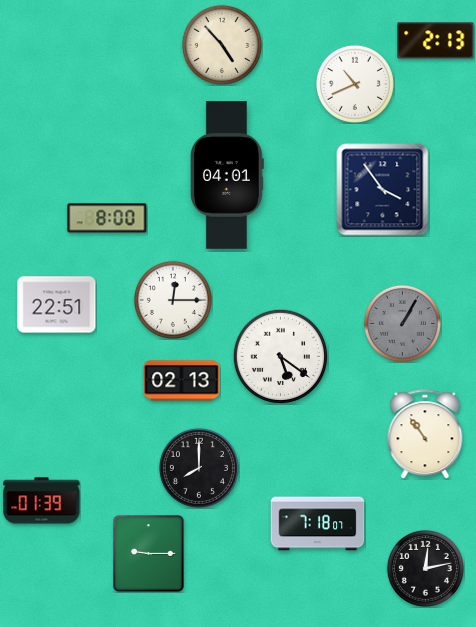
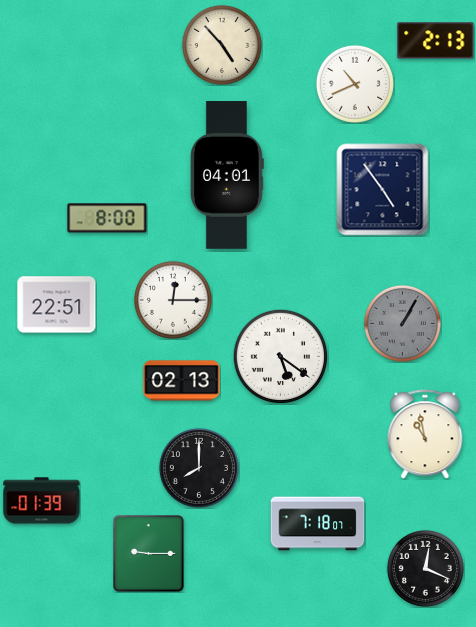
clock at (383, 190): 3:54 -> 4:54
clock at (425, 434): 10:54 -> 10:58
clock at (425, 568): 12:13 -> 12:19
